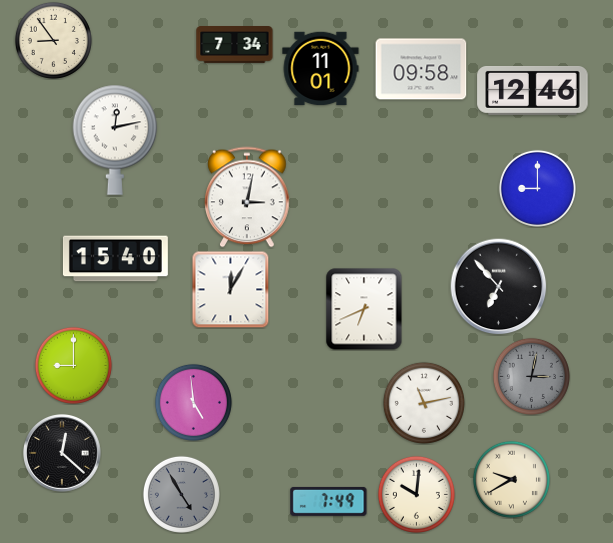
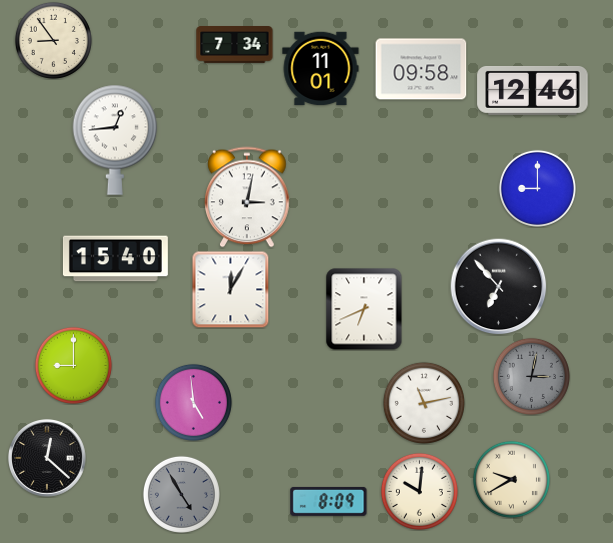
clock at (115, 140): 12:13 -> 12:44
clock at (63, 454) position: (63, 454) -> (48, 459)
clock at (416, 494) position: (416, 494) -> (419, 491)
clock at (329, 501): 7:49 -> 8:09
